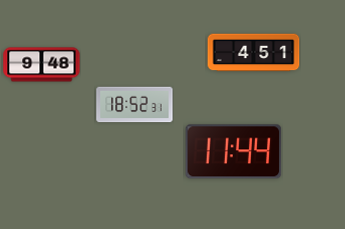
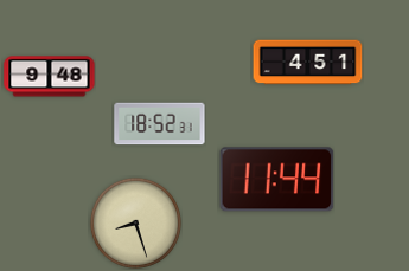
clock at (254, 53) position: (254, 53) -> (308, 63)
clock at (135, 222): none -> 8:27
